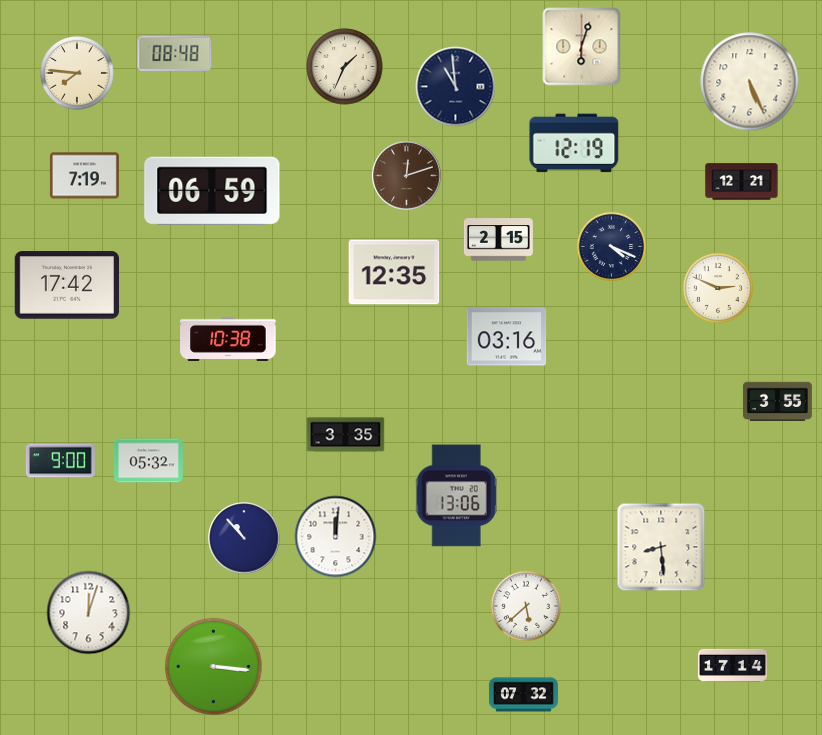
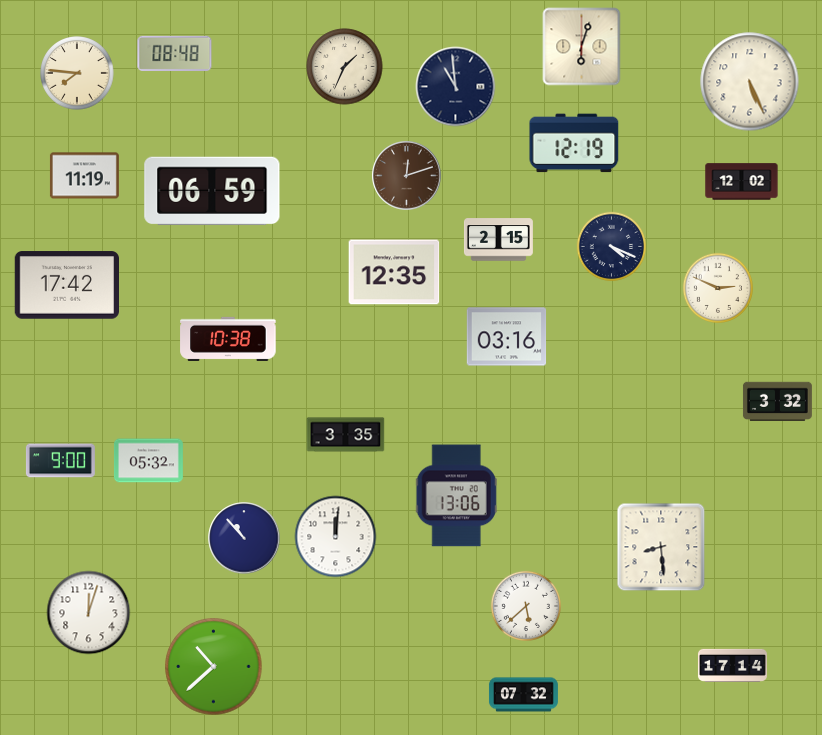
clock at (84, 176): 7:19 -> 11:19
clock at (742, 182): 12:21 -> 12:02
clock at (777, 402): 3:55 -> 3:32
clock at (214, 667): 3:16 -> 10:38
